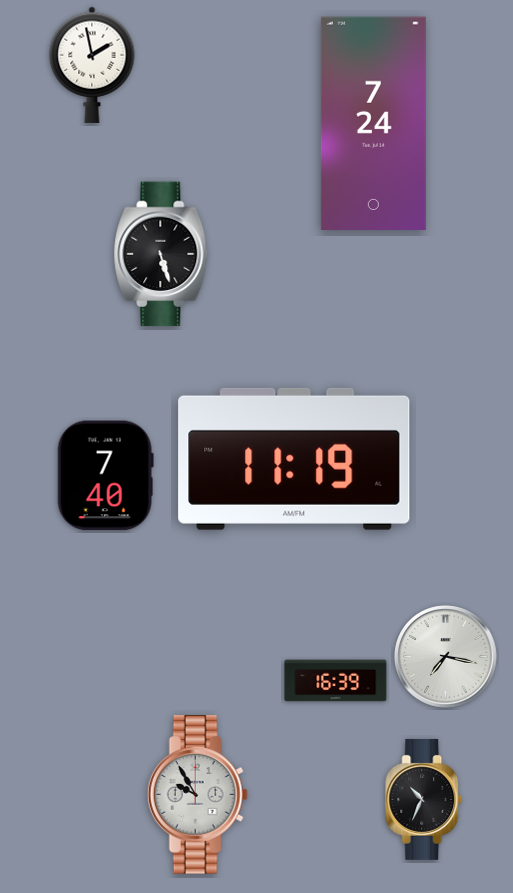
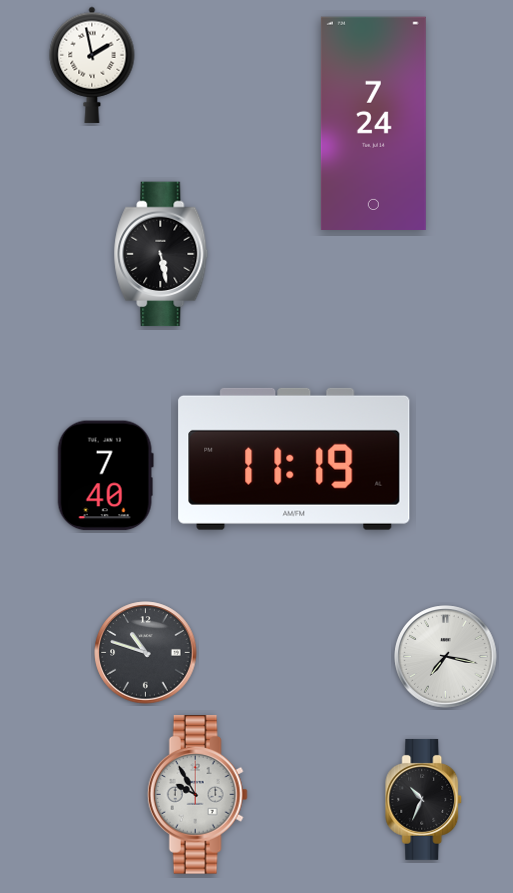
clock at (161, 254): 5:27 -> 5:28
clock at (146, 653): none -> 10:48
clock at (336, 681): 16:39 -> none
